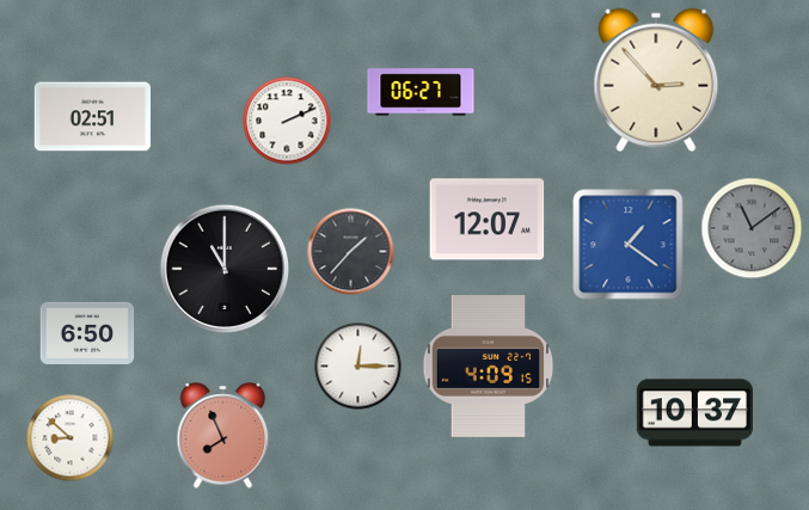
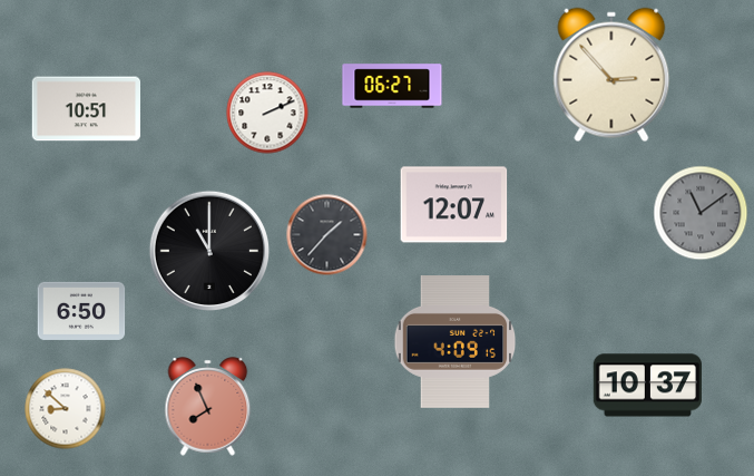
clock at (92, 117): 02:51 -> 10:51
clock at (629, 245): 1:21 -> none
clock at (358, 367): 12:15 -> none
